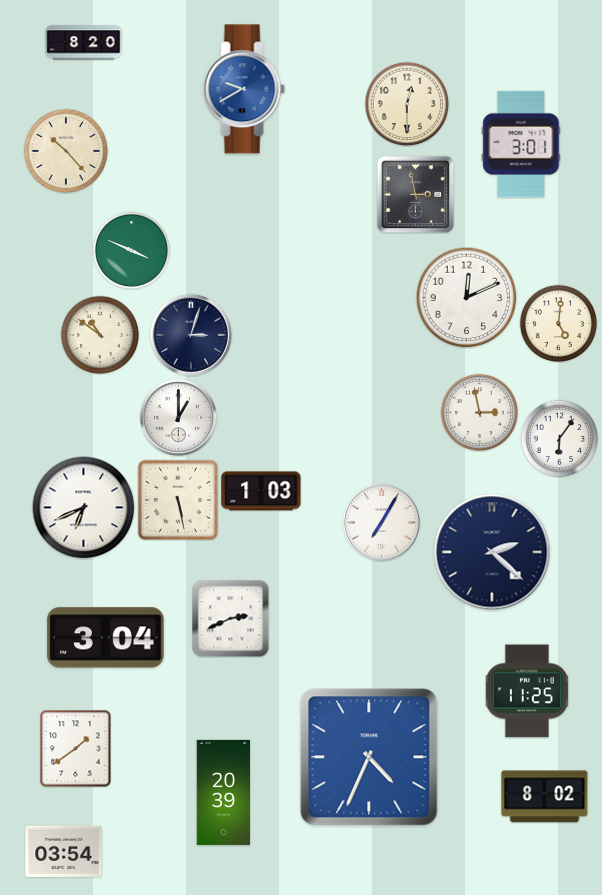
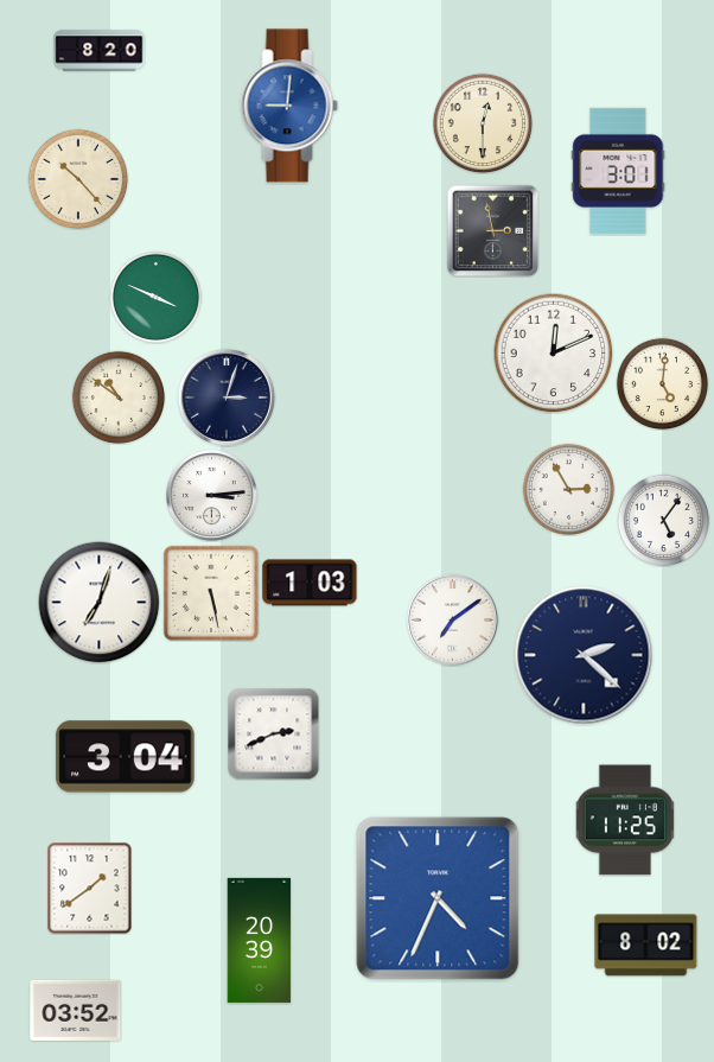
clock at (244, 89): 9:40 -> 9:01
clock at (479, 412): 2:58 -> 2:55
clock at (178, 417): 1:00 -> 3:14
clock at (559, 438): 6:06 -> 5:06
clock at (84, 508): 6:41 -> 7:03
clock at (381, 522): 7:05 -> 7:09
clock at (224, 792) position: (224, 792) -> (260, 940)
clock at (64, 851): 03:54 -> 03:52
